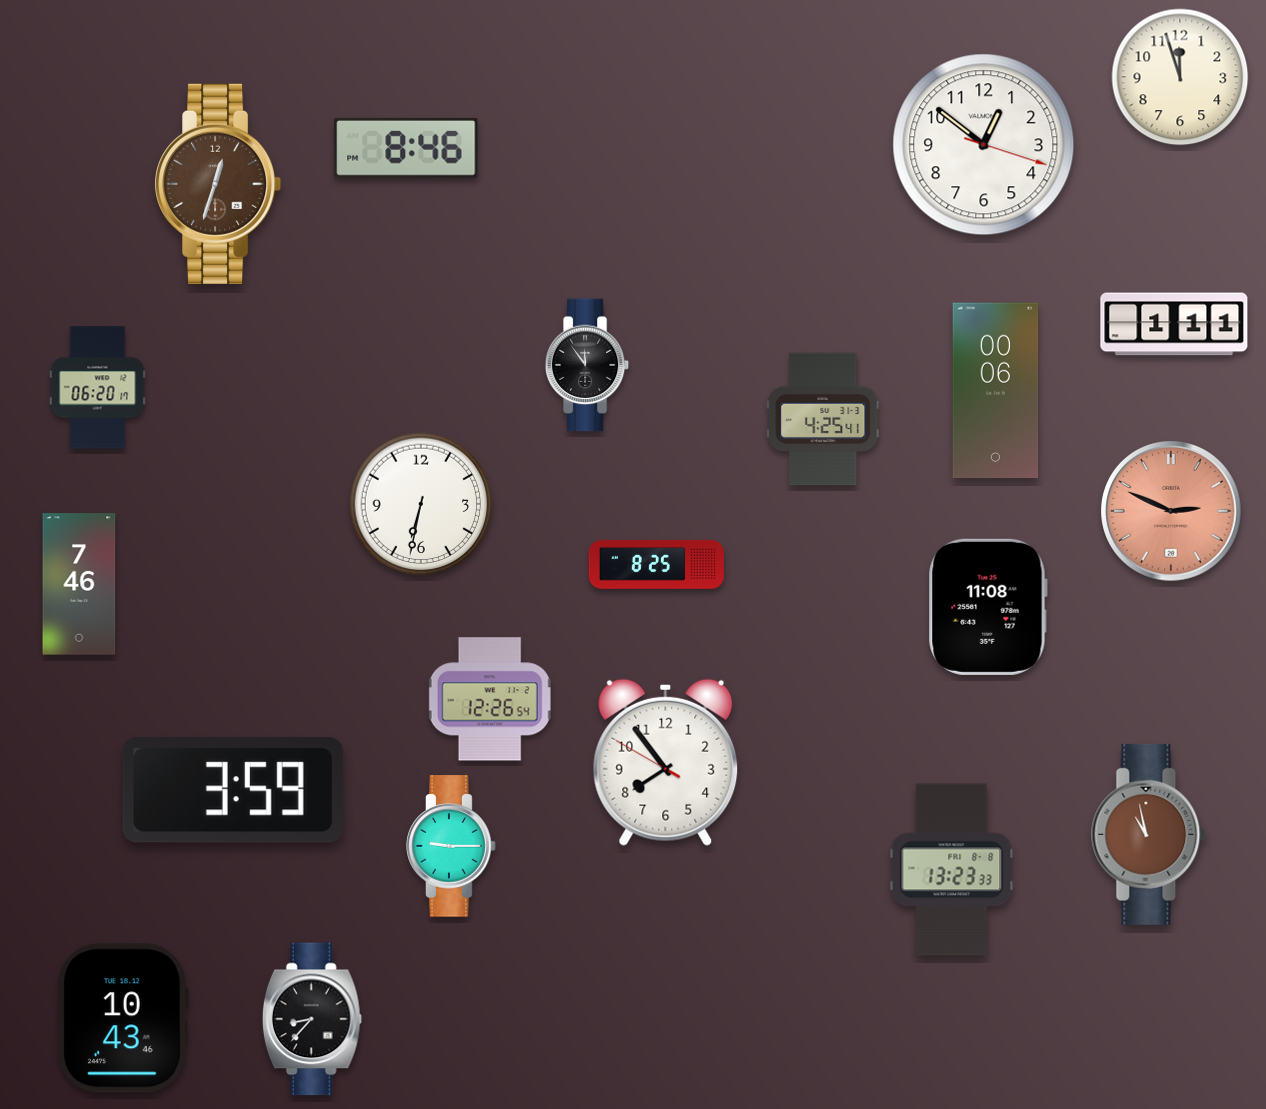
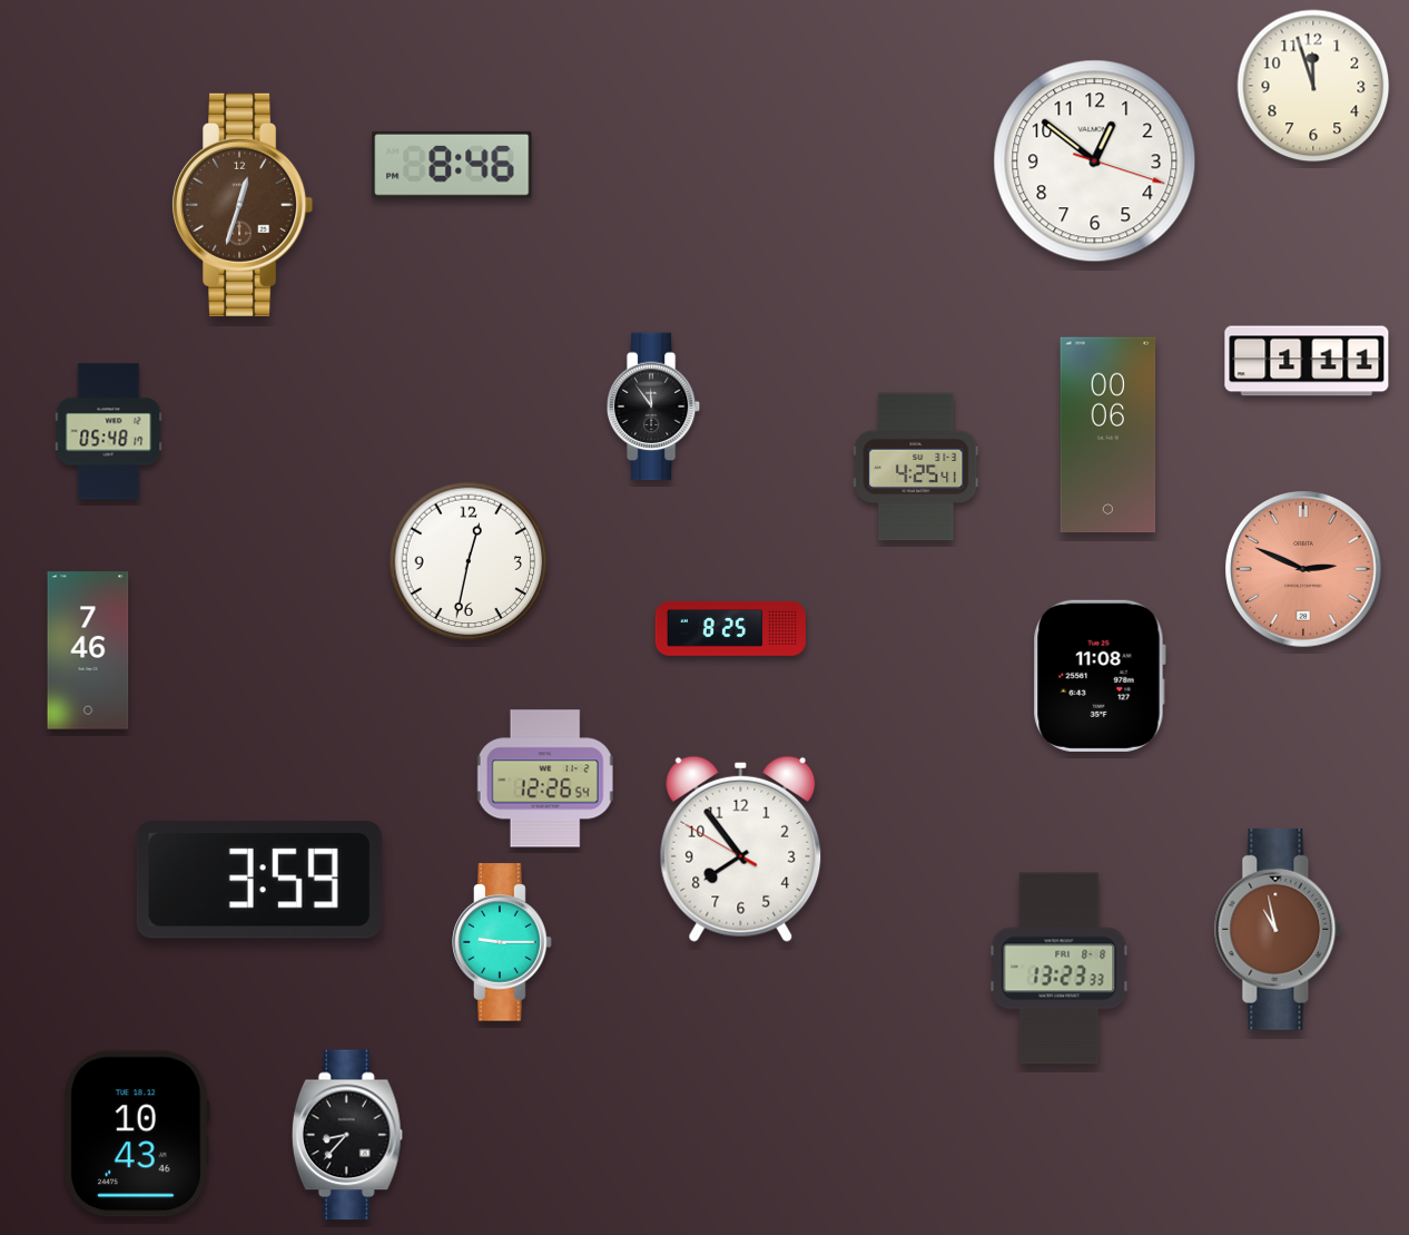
clock at (98, 388): 06:20 -> 05:48
clock at (421, 504): 6:32 -> 12:32
